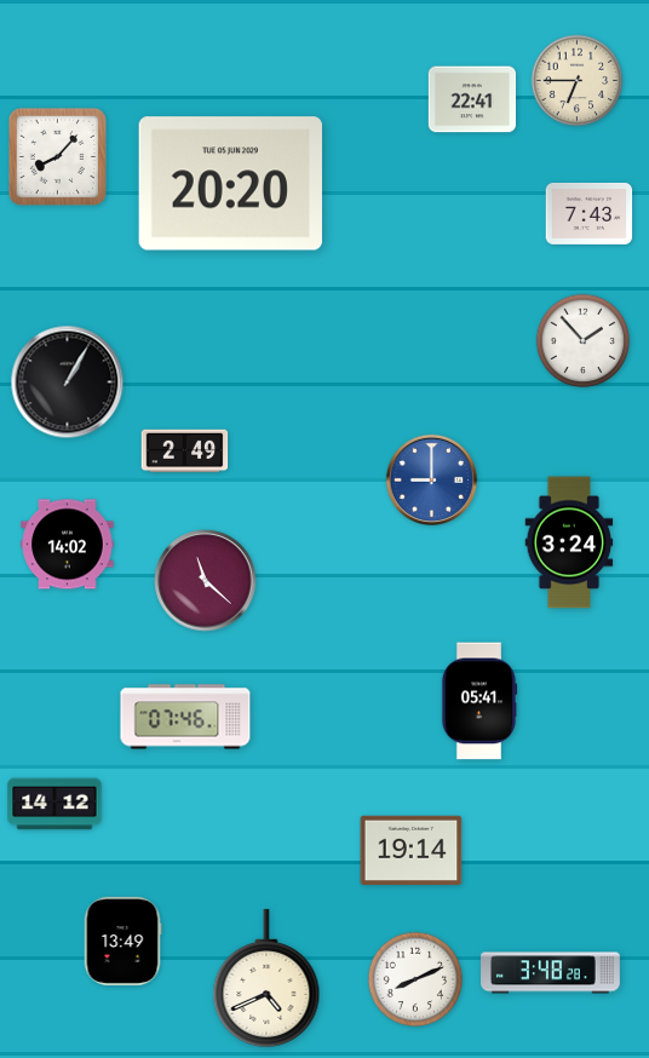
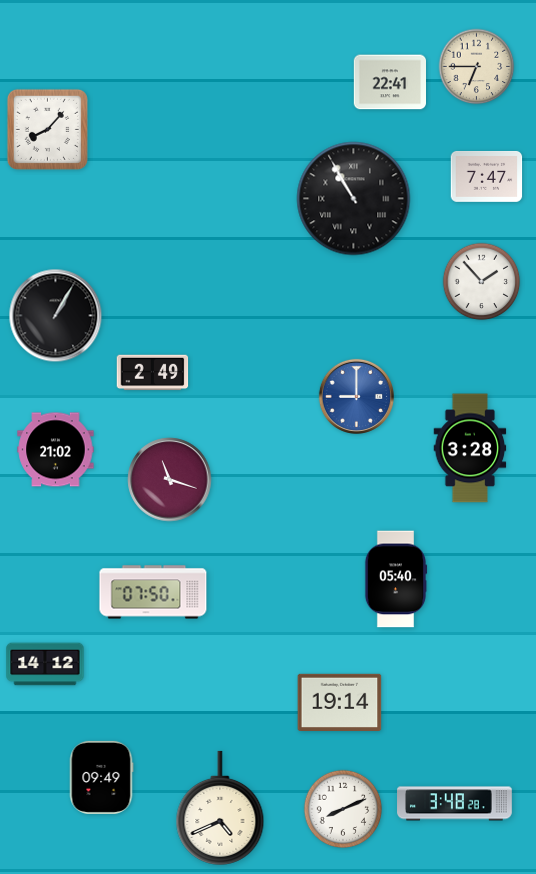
clock at (230, 184): 20:20 -> none
clock at (590, 213): 7:43 -> 7:47
clock at (354, 199): none -> 10:55
clock at (569, 542): 3:24 -> 3:28
clock at (68, 545): 14:02 -> 21:02
clock at (206, 581): 11:22 -> 11:18
clock at (479, 701): 05:41 -> 05:40
clock at (185, 717): 07:46 -> 07:50
clock at (122, 941): 13:49 -> 09:49
